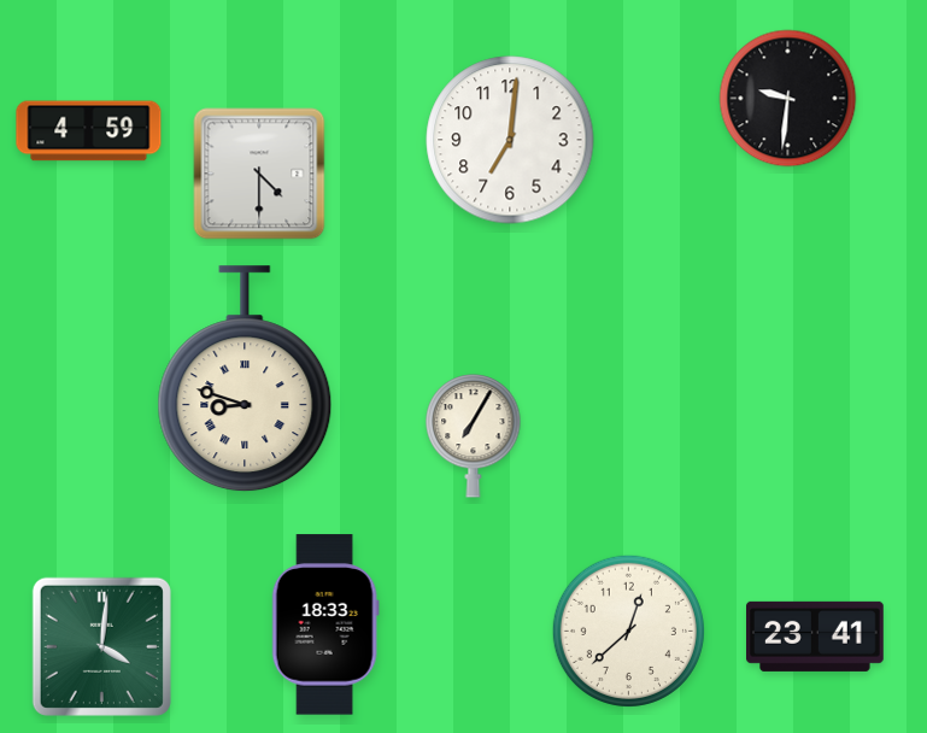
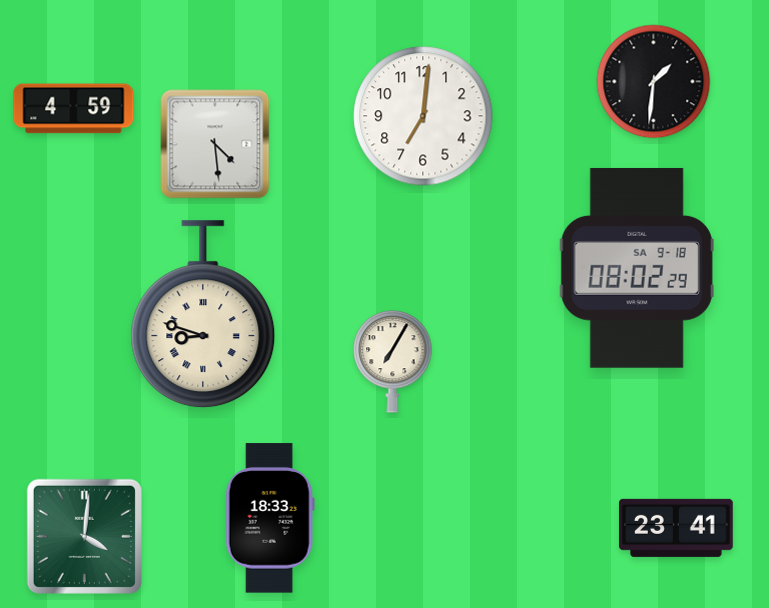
clock at (788, 99): 9:31 -> 1:31
clock at (259, 174): 4:30 -> 4:29
clock at (637, 268): none -> 08:02
clock at (628, 631): 12:38 -> none
